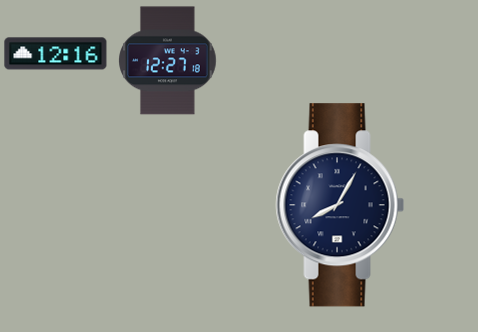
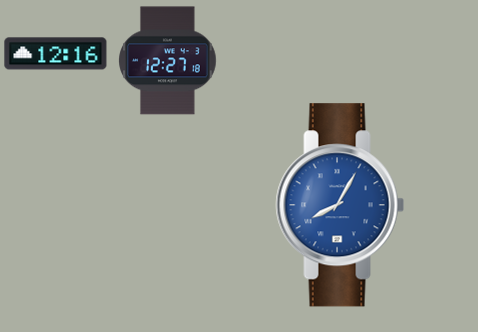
clock at (340, 205) dial: navy -> blue
